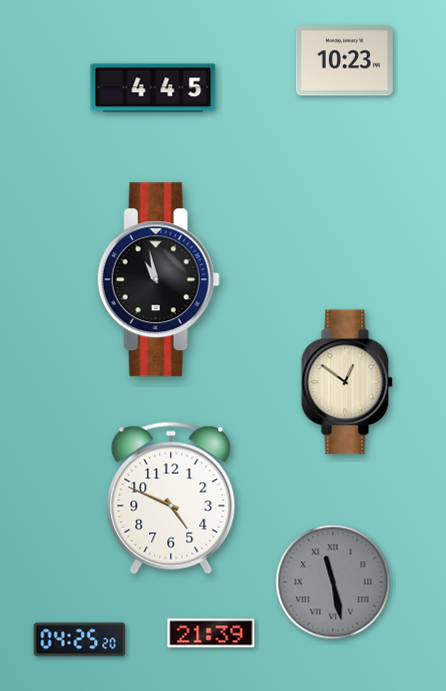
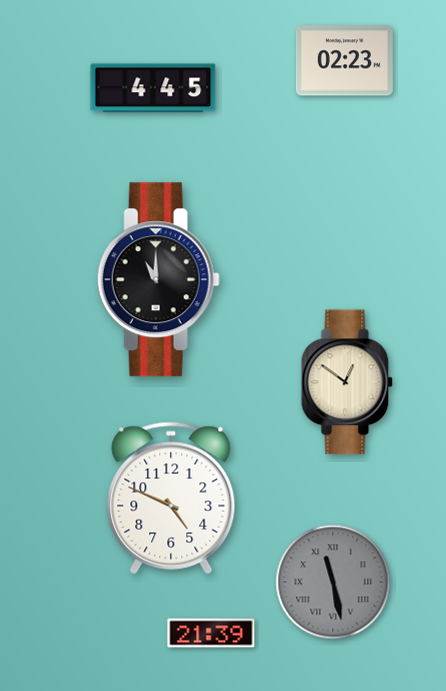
clock at (344, 61): 10:23 -> 02:23
clock at (158, 280): 10:58 -> 11:00
clock at (80, 640): 04:25 -> none
